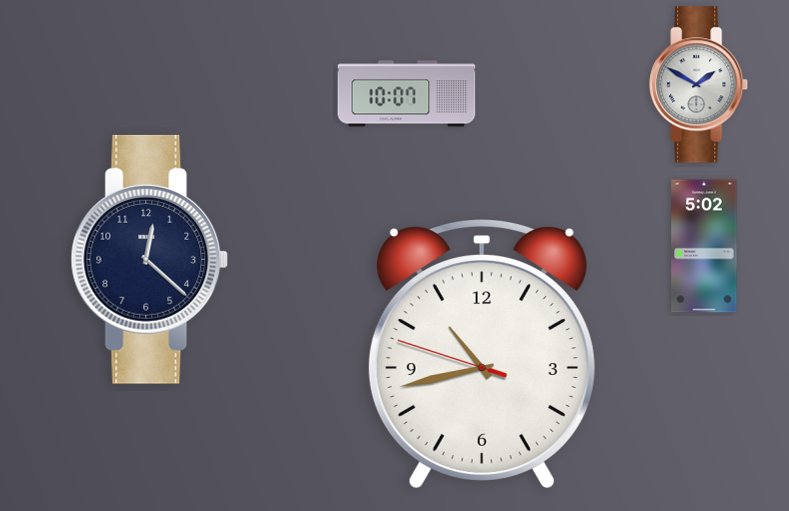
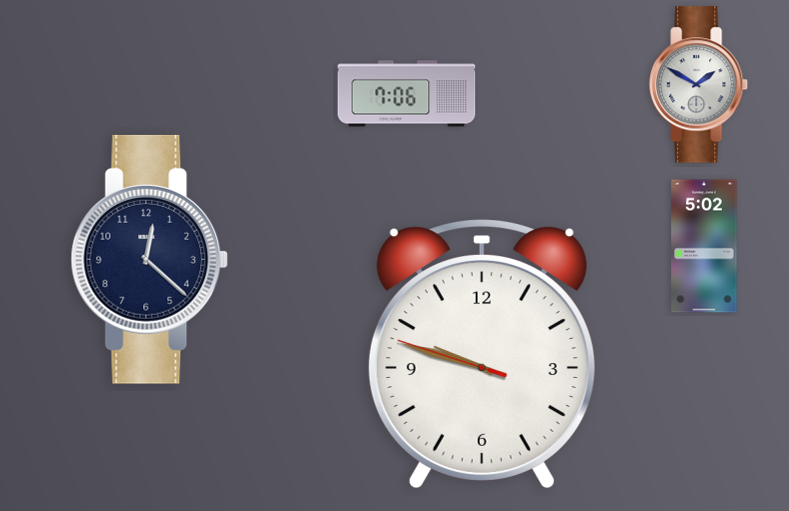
clock at (407, 94): 10:07 -> 7:06
clock at (482, 354): 10:42 -> 9:47
